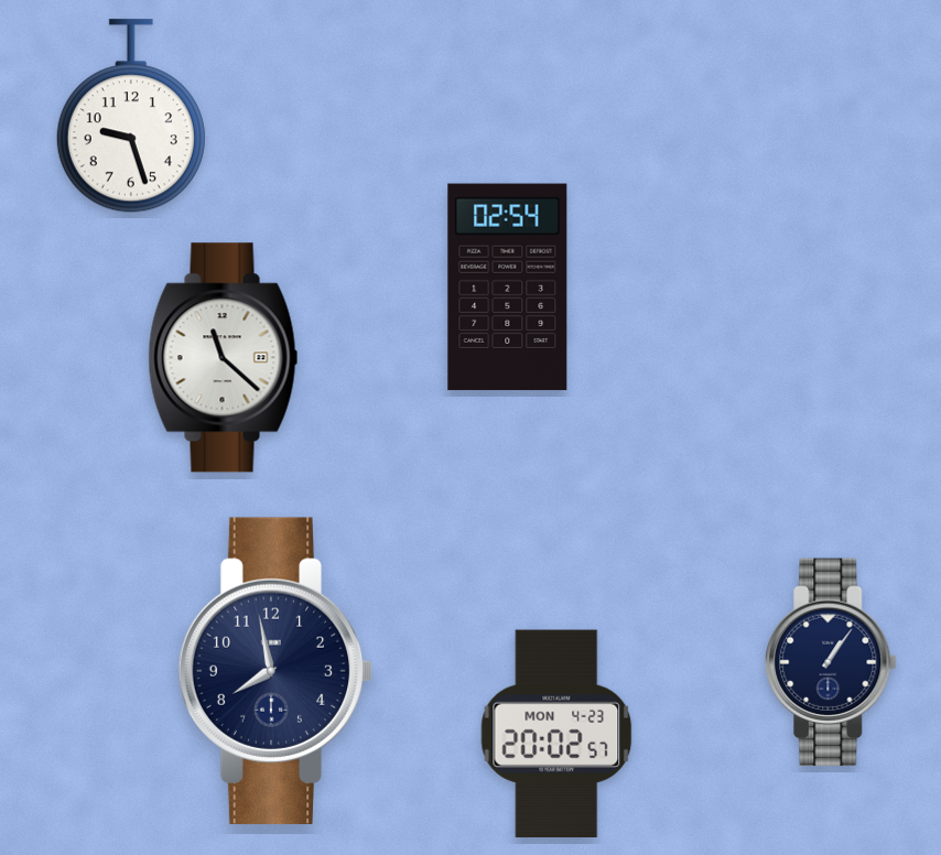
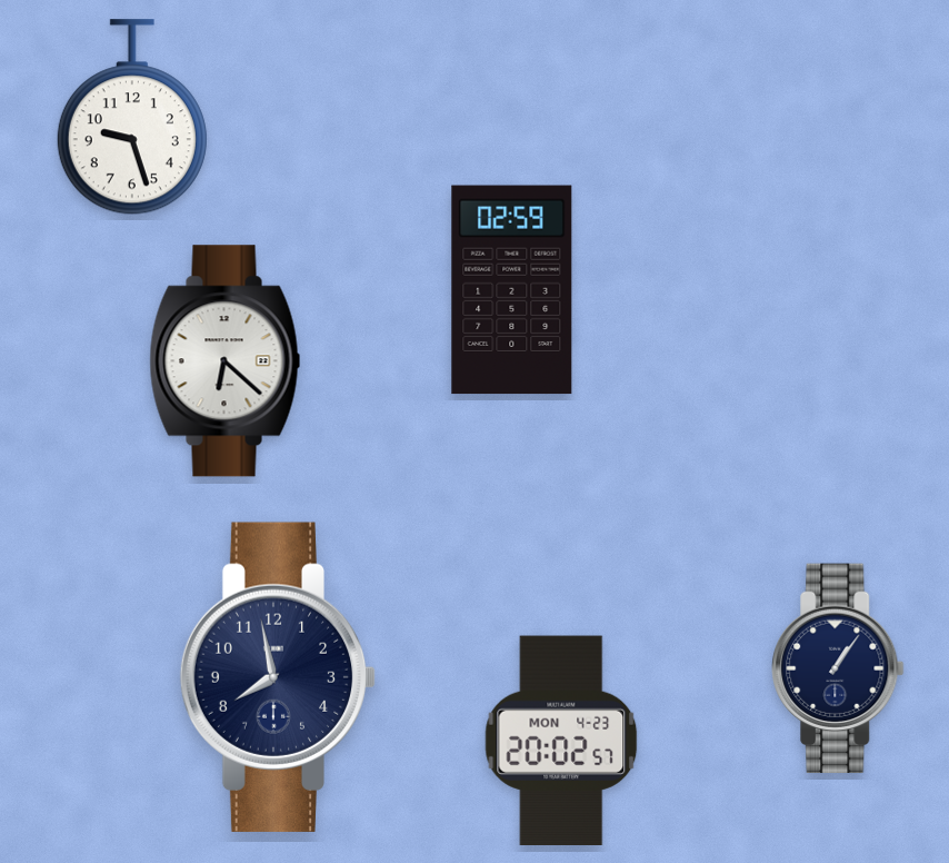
clock at (508, 288): 02:54 -> 02:59
clock at (224, 358): 11:22 -> 6:22
